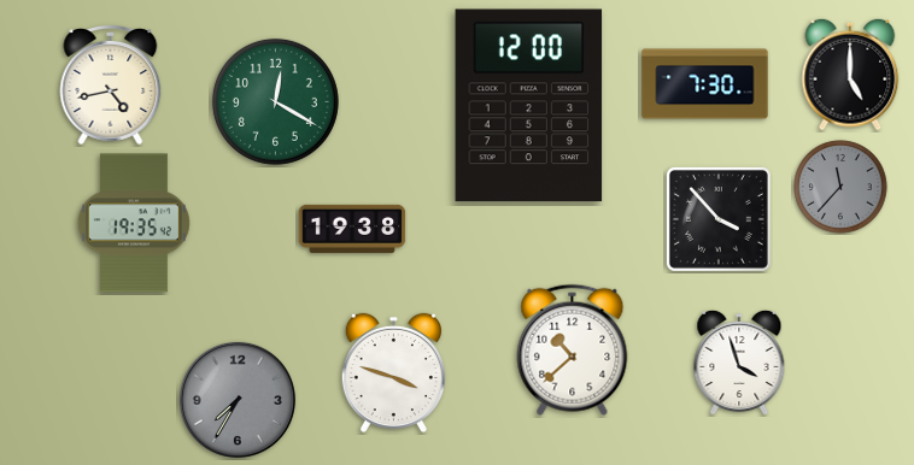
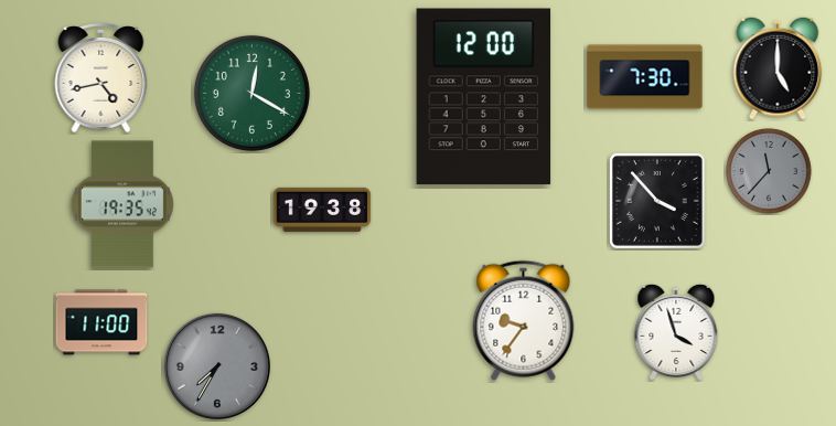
clock at (573, 349): 10:38 -> 9:36
clock at (101, 322): none -> 11:00
clock at (393, 373): 3:48 -> none
